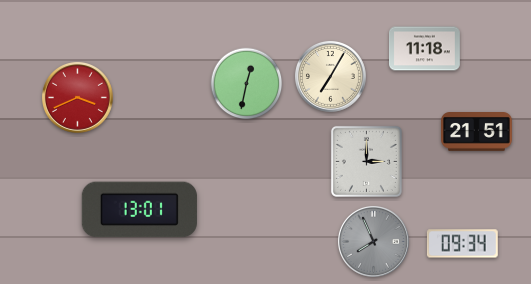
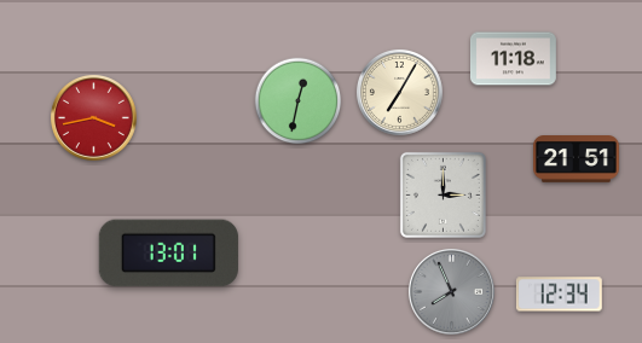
clock at (77, 97): 3:41 -> 3:43
clock at (462, 244): 09:34 -> 12:34
